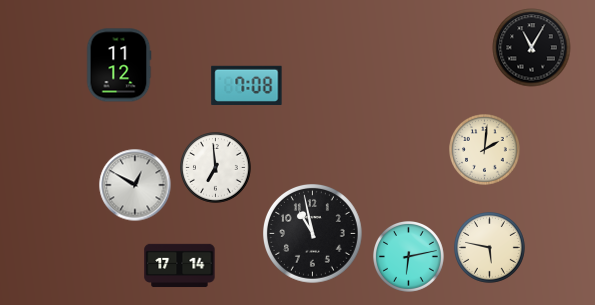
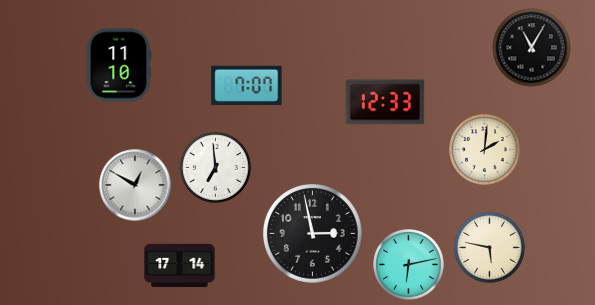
clock at (119, 65): 11:12 -> 11:10
clock at (247, 85): 7:08 -> 7:07
clock at (385, 102): none -> 12:33
clock at (313, 234): 10:58 -> 2:58
clock at (409, 257) position: (409, 257) -> (409, 265)
